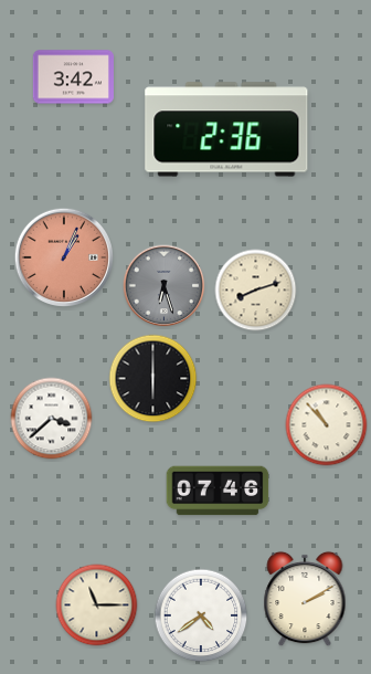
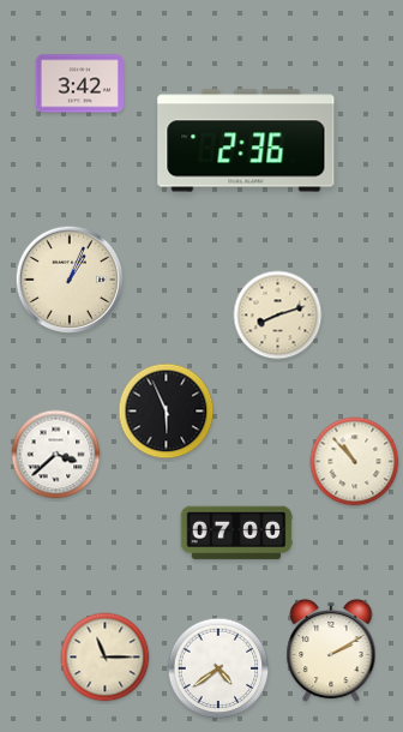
clock at (63, 256) dial: salmon -> cream
clock at (165, 286): 6:27 -> none
clock at (153, 379): 6:00 -> 5:56
clock at (218, 491): 07:46 -> 07:00
